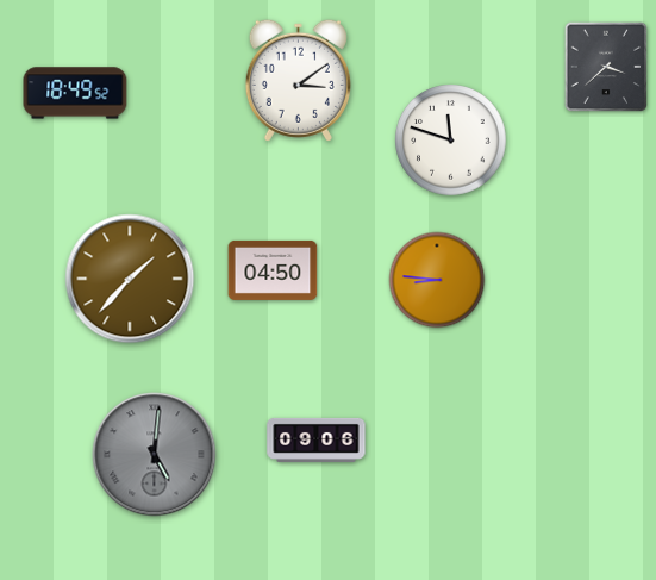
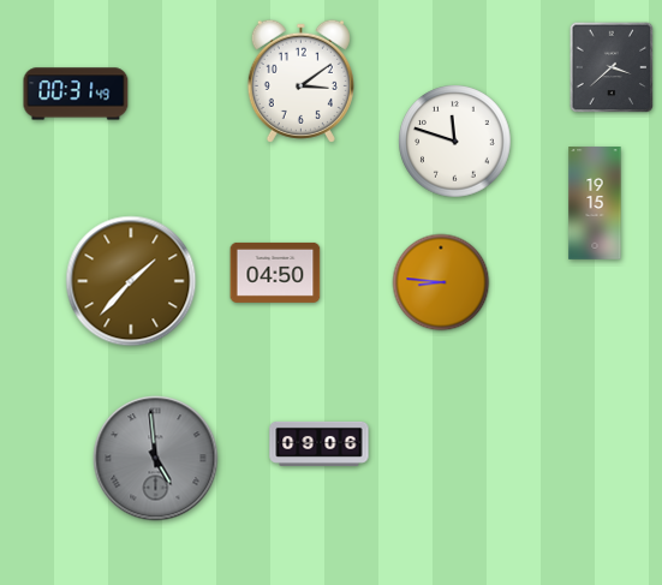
clock at (75, 93): 18:49 -> 00:31
clock at (595, 203): none -> 19:15
clock at (155, 455): 5:01 -> 4:59
